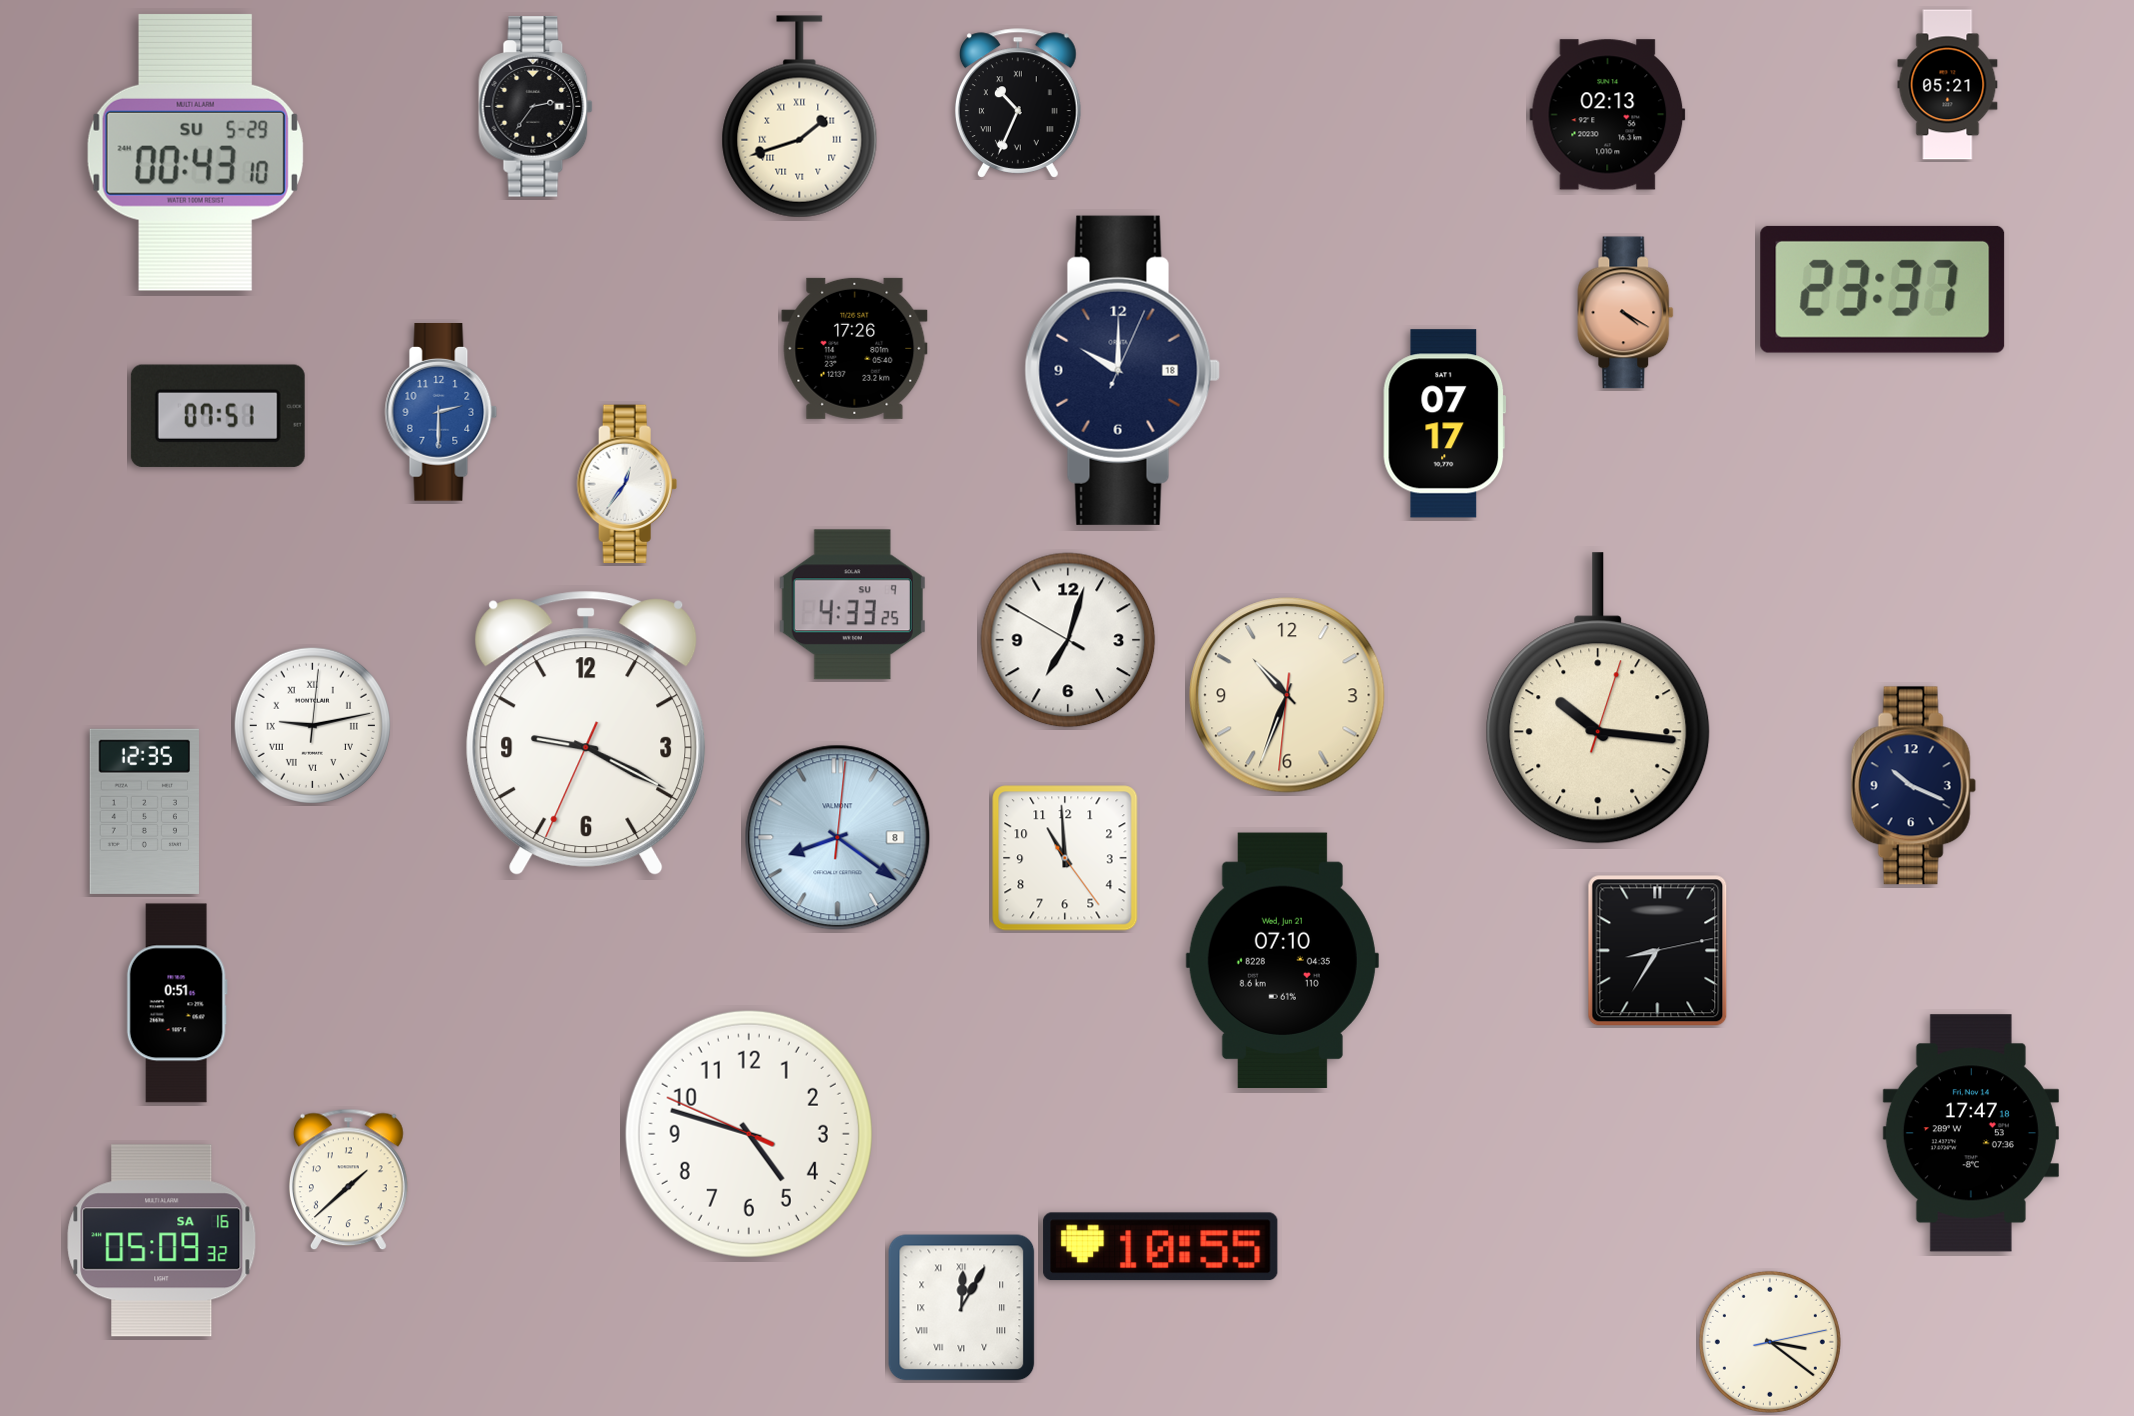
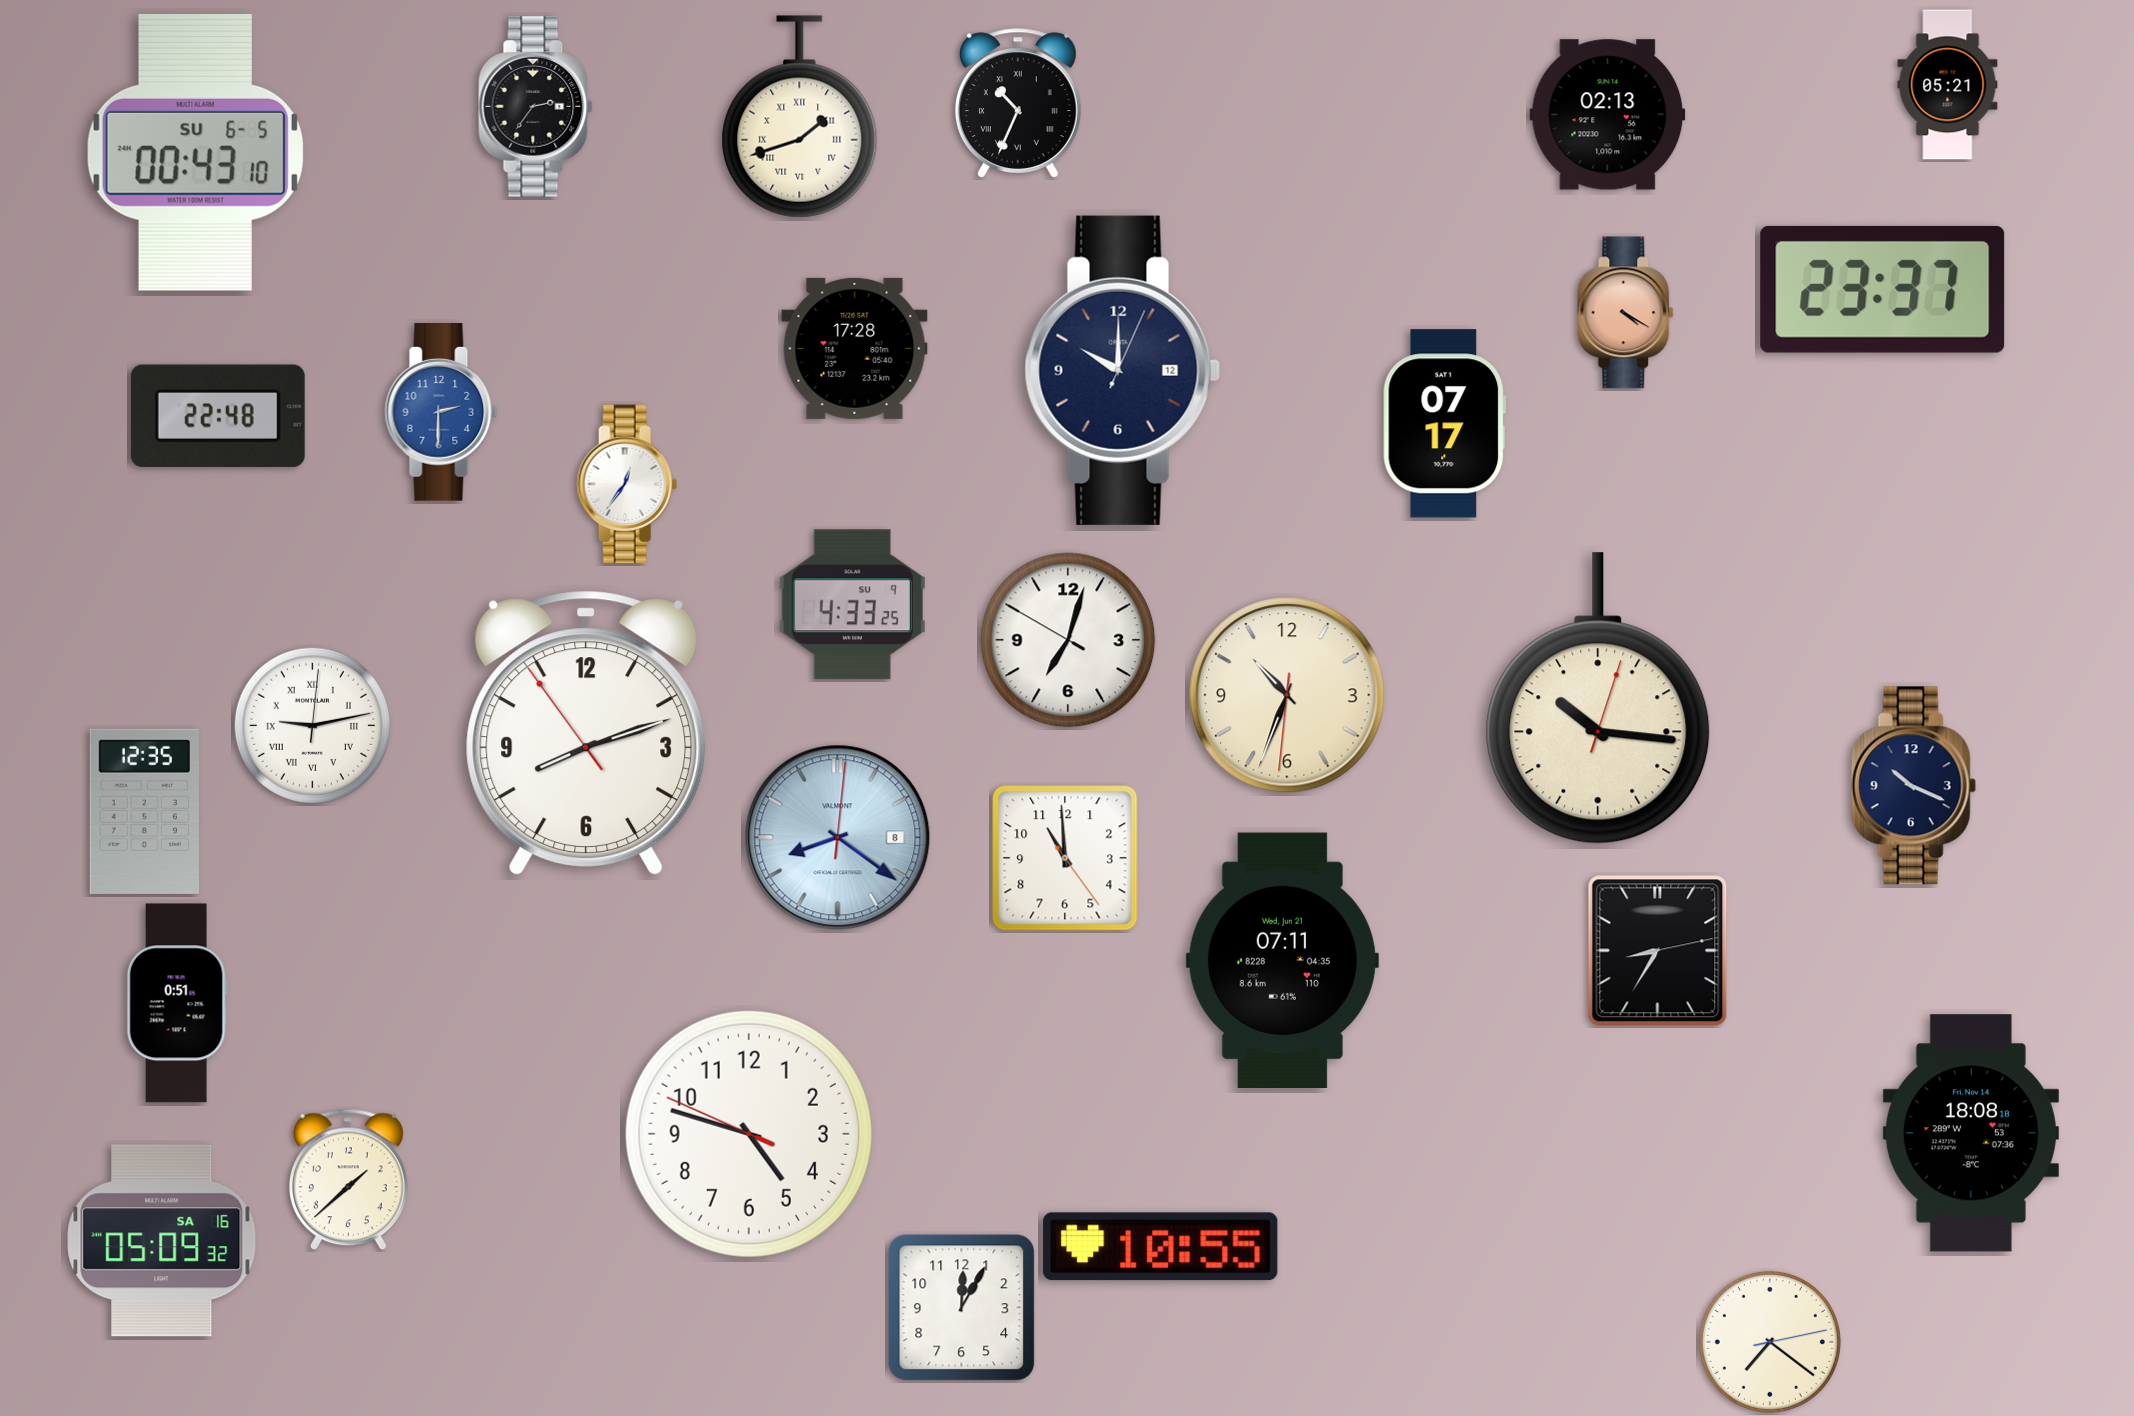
clock at (195, 152) date: SU 5-29 -> SU 6-5
clock at (855, 348): 17:26 -> 17:28
clock at (1122, 370) date: 18 -> 12
clock at (218, 416): 07:51 -> 22:48
clock at (586, 732): 9:19 -> 8:11
clock at (1282, 960): 07:10 -> 07:11
clock at (1971, 1133): 17:47 -> 18:08
clock at (962, 1308) numerals: Roman -> Arabic
clock at (1770, 1342): 3:21 -> 7:21
